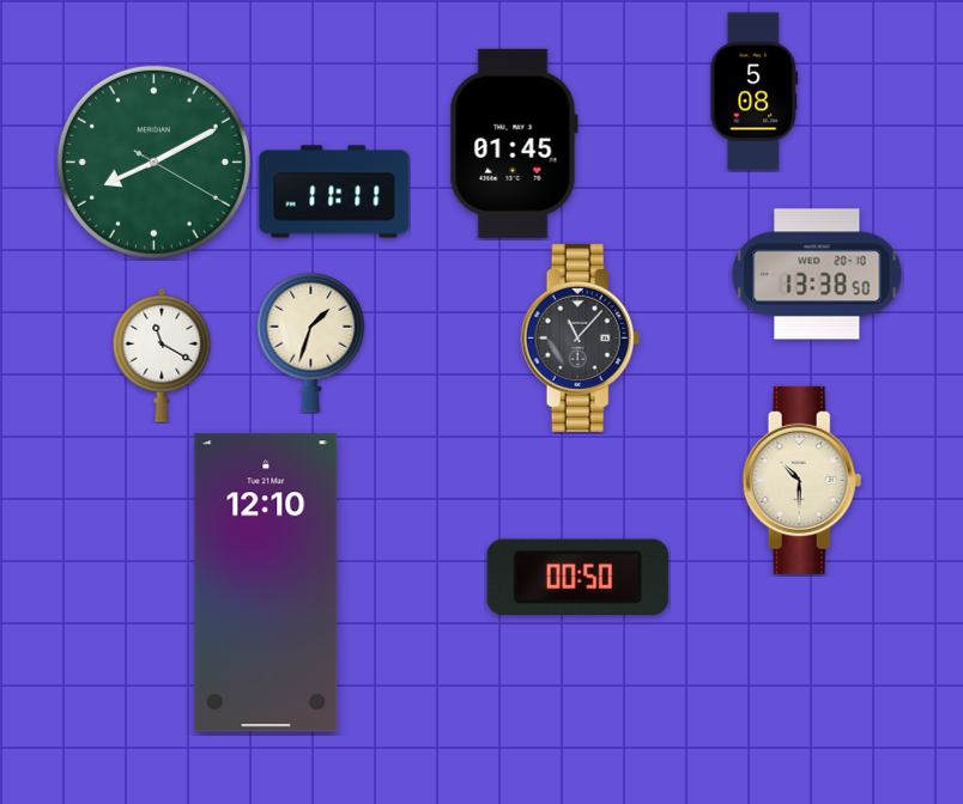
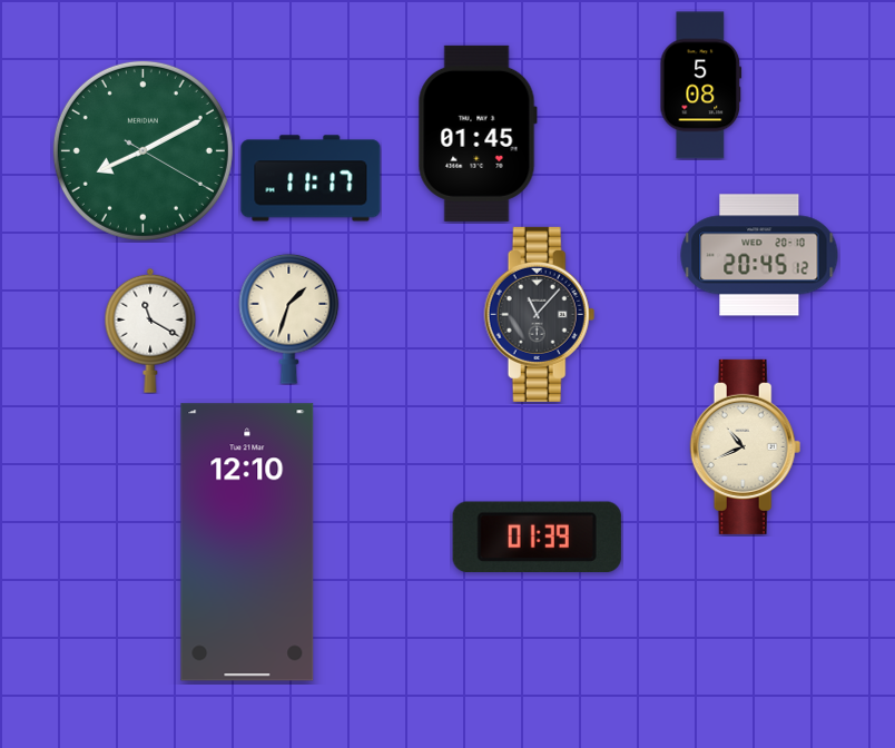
clock at (334, 191): 11:11 -> 11:17
clock at (817, 274): 13:38 -> 20:45
clock at (802, 480): 10:30 -> 10:41
clock at (577, 577): 00:50 -> 01:39
